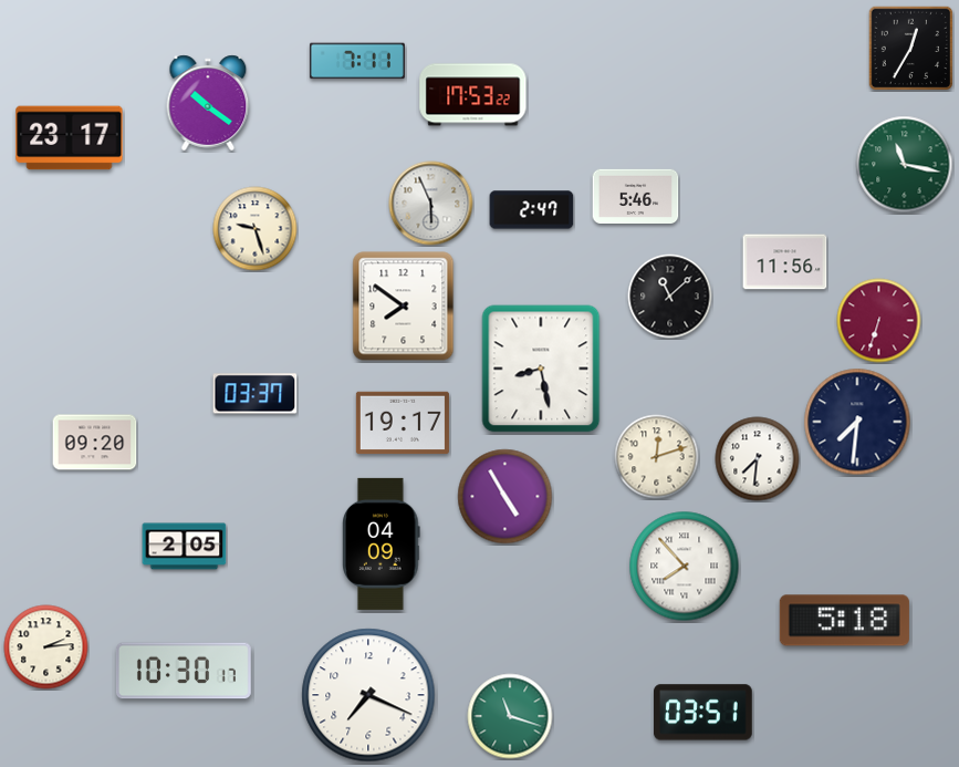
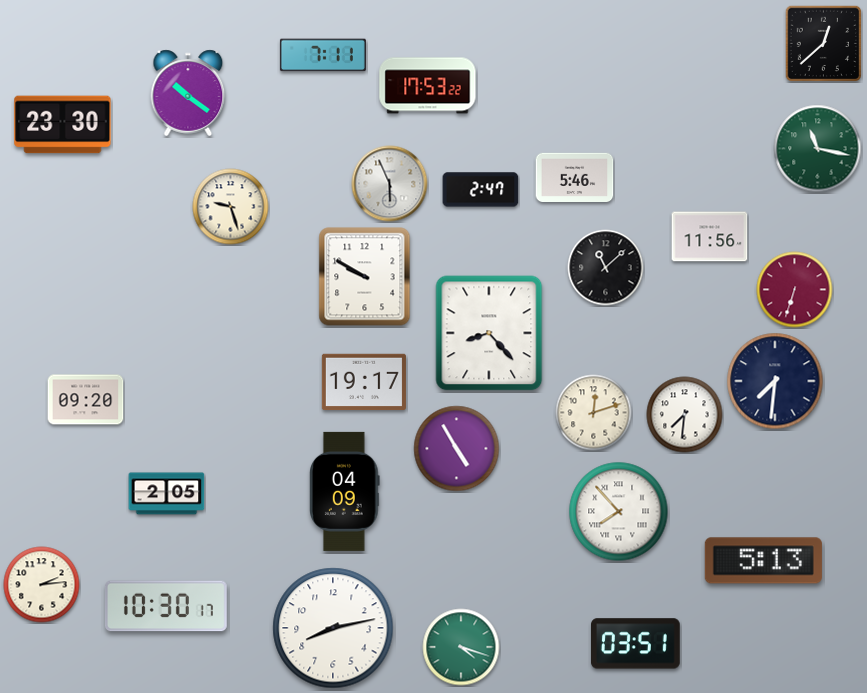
clock at (910, 48): 12:35 -> 12:38
clock at (70, 138): 23:17 -> 23:30
clock at (404, 307): 7:51 -> 9:50
clock at (541, 369): 8:28 -> 8:23
clock at (256, 394): 03:37 -> none
clock at (844, 621): 5:18 -> 5:13
clock at (368, 695): 7:19 -> 8:13
clock at (510, 716): 11:18 -> 4:18
